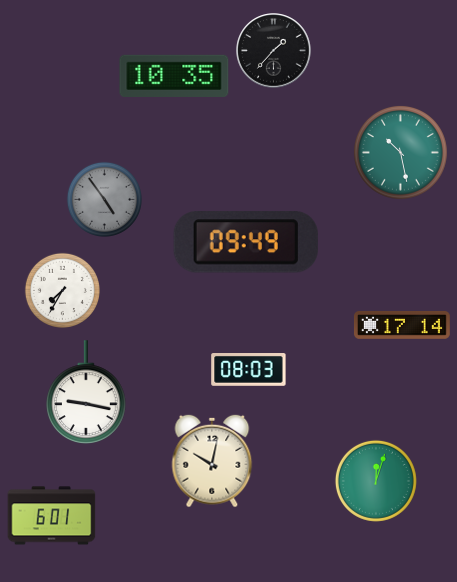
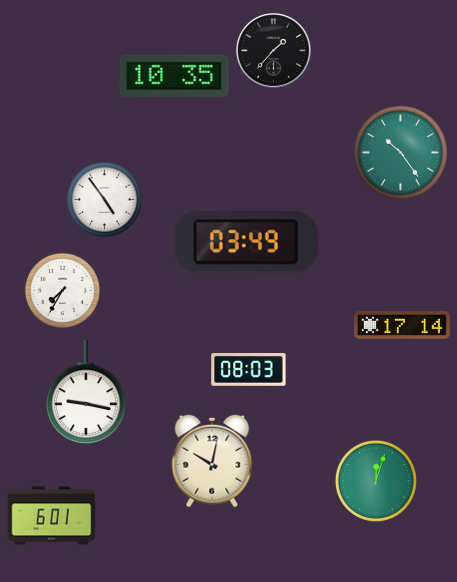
clock at (400, 152): 10:28 -> 10:24
clock at (104, 199) dial: grey -> white
clock at (246, 242): 09:49 -> 03:49
